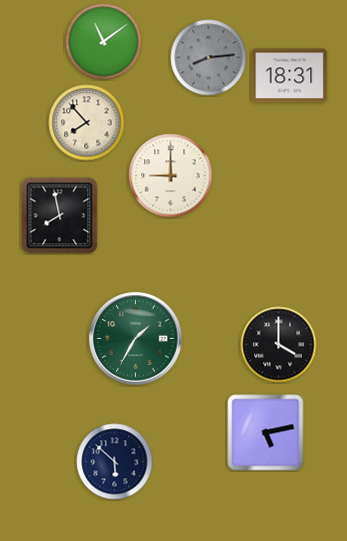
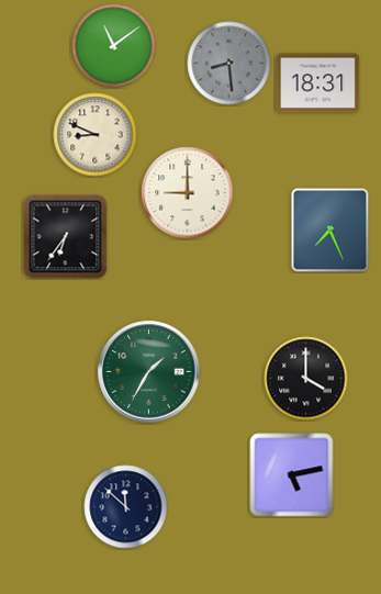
clock at (209, 58): 8:14 -> 8:29
clock at (87, 123): 7:53 -> 8:49
clock at (330, 231): none -> 7:26
clock at (60, 216): 7:58 -> 6:36
clock at (115, 462): 5:52 -> 11:52
